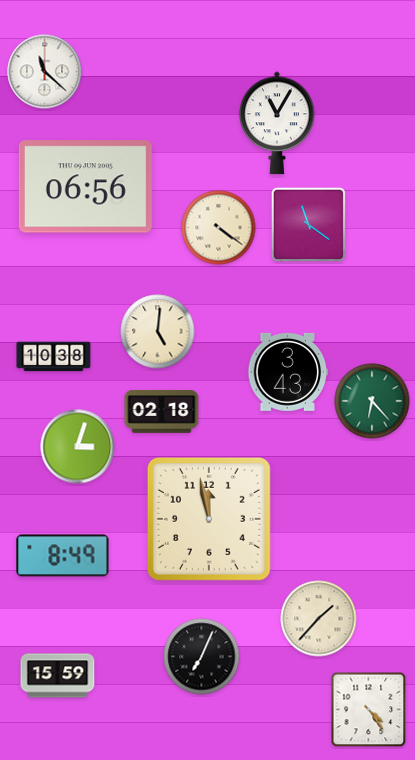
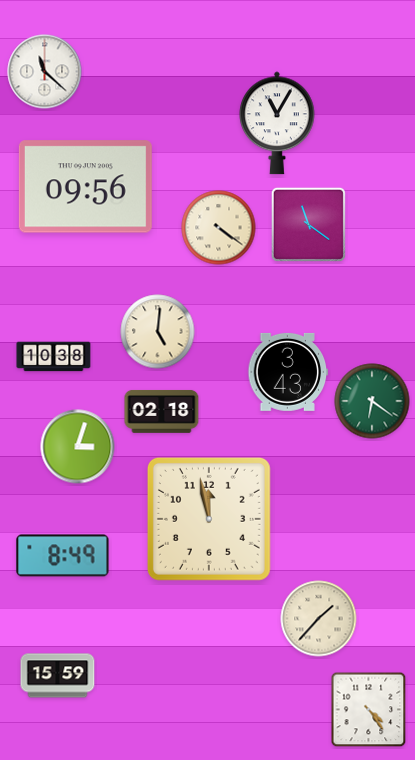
clock at (85, 187): 06:56 -> 09:56
clock at (372, 401): 6:23 -> 6:21
clock at (202, 657): 7:04 -> none
